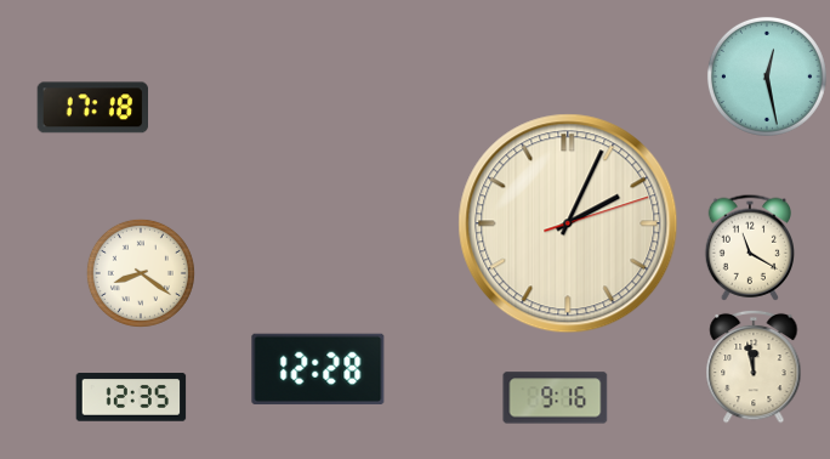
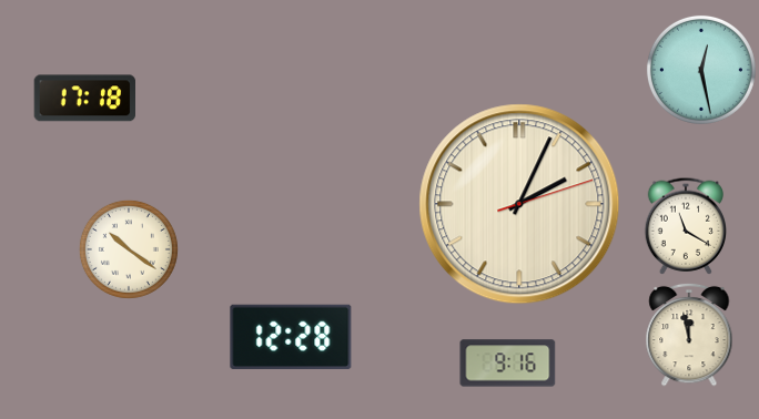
clock at (141, 273): 8:21 -> 10:21
clock at (131, 397): 12:35 -> none
